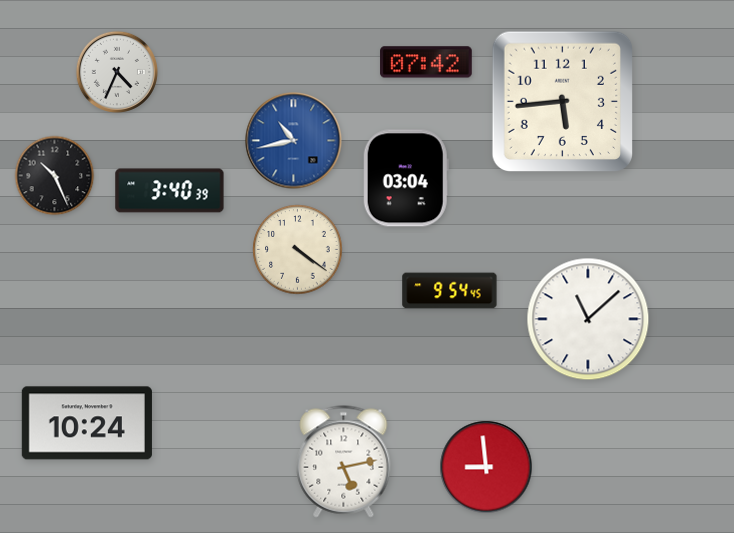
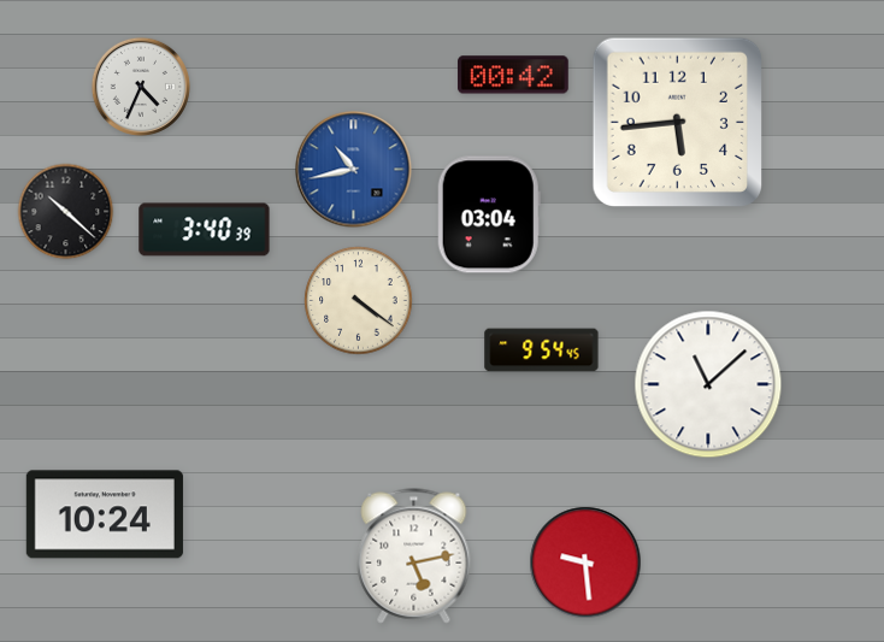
clock at (426, 62): 07:42 -> 00:42
clock at (55, 176): 10:26 -> 10:22
clock at (87, 423) position: (87, 423) -> (105, 514)
clock at (486, 467): 8:59 -> 9:29
